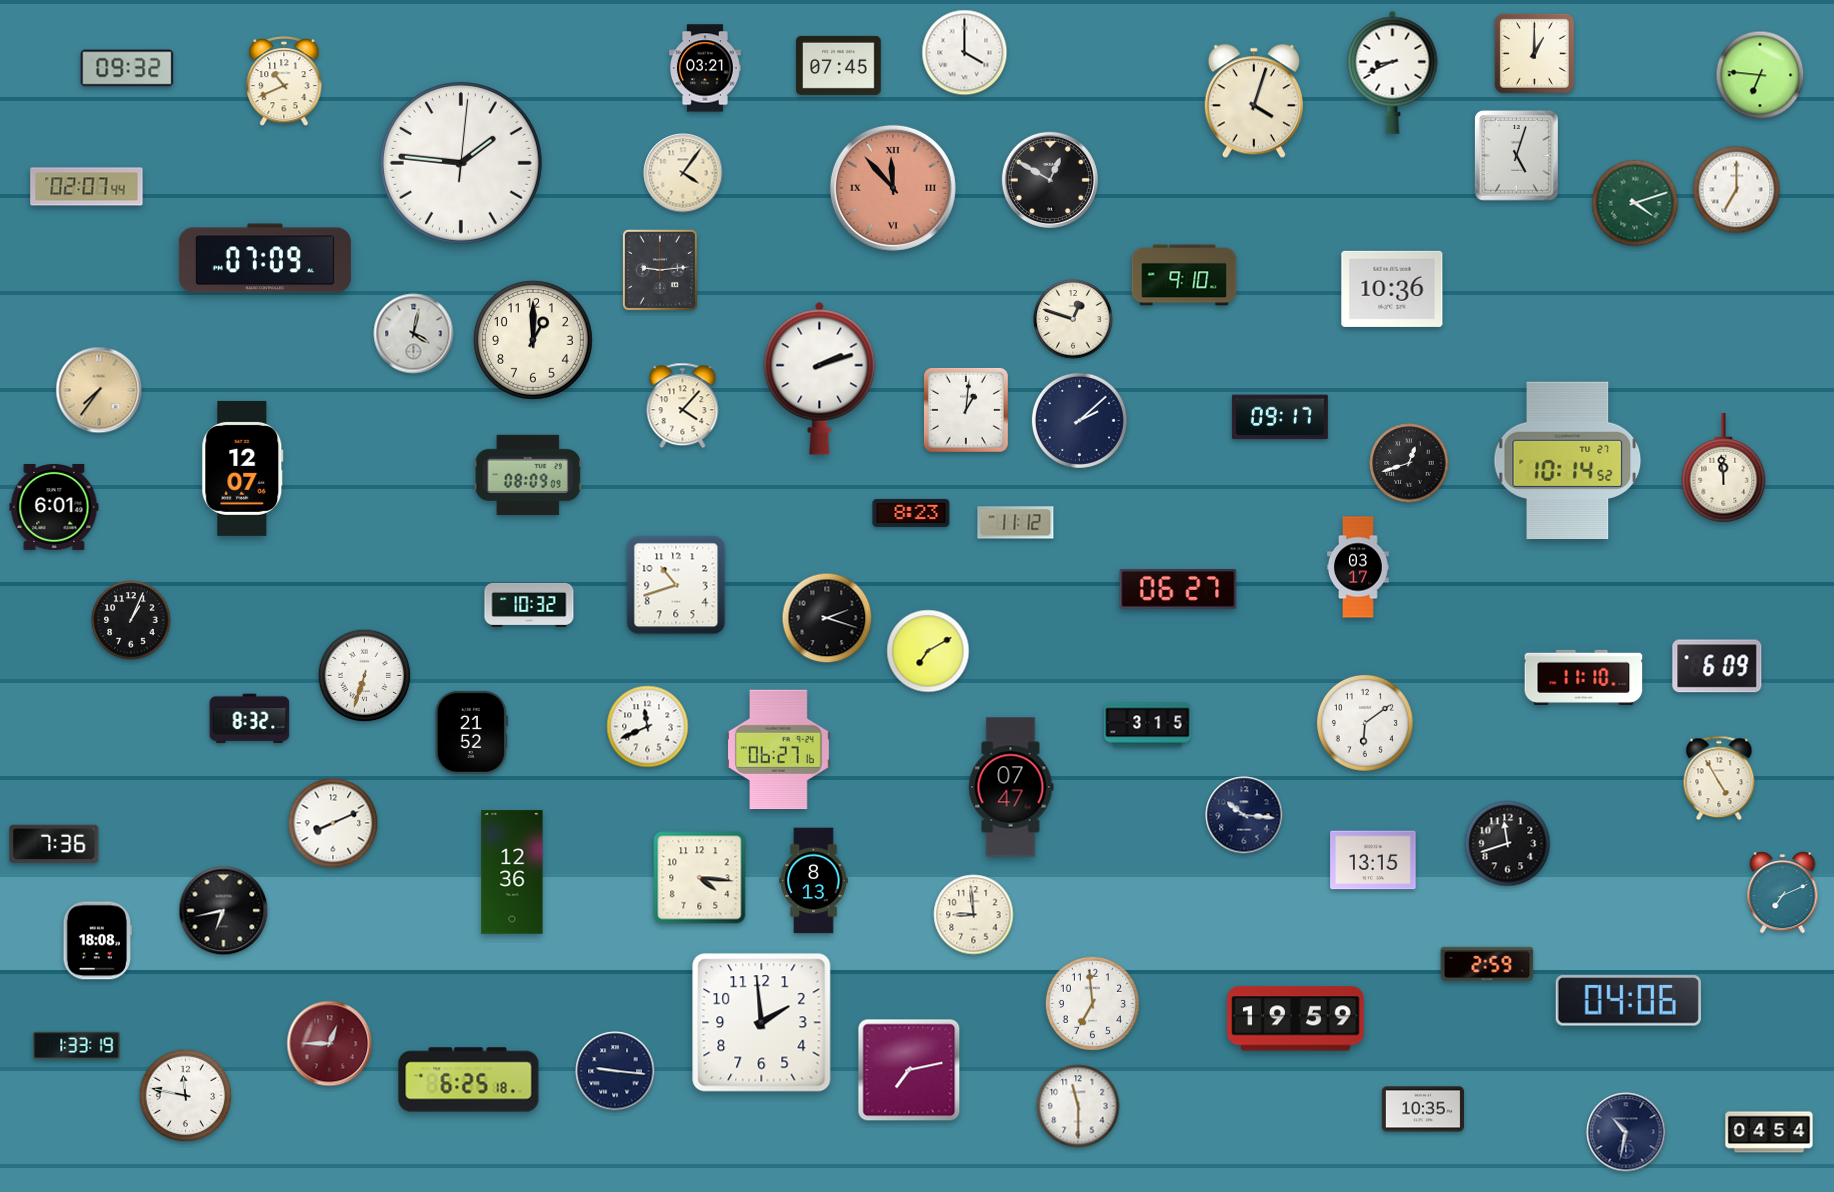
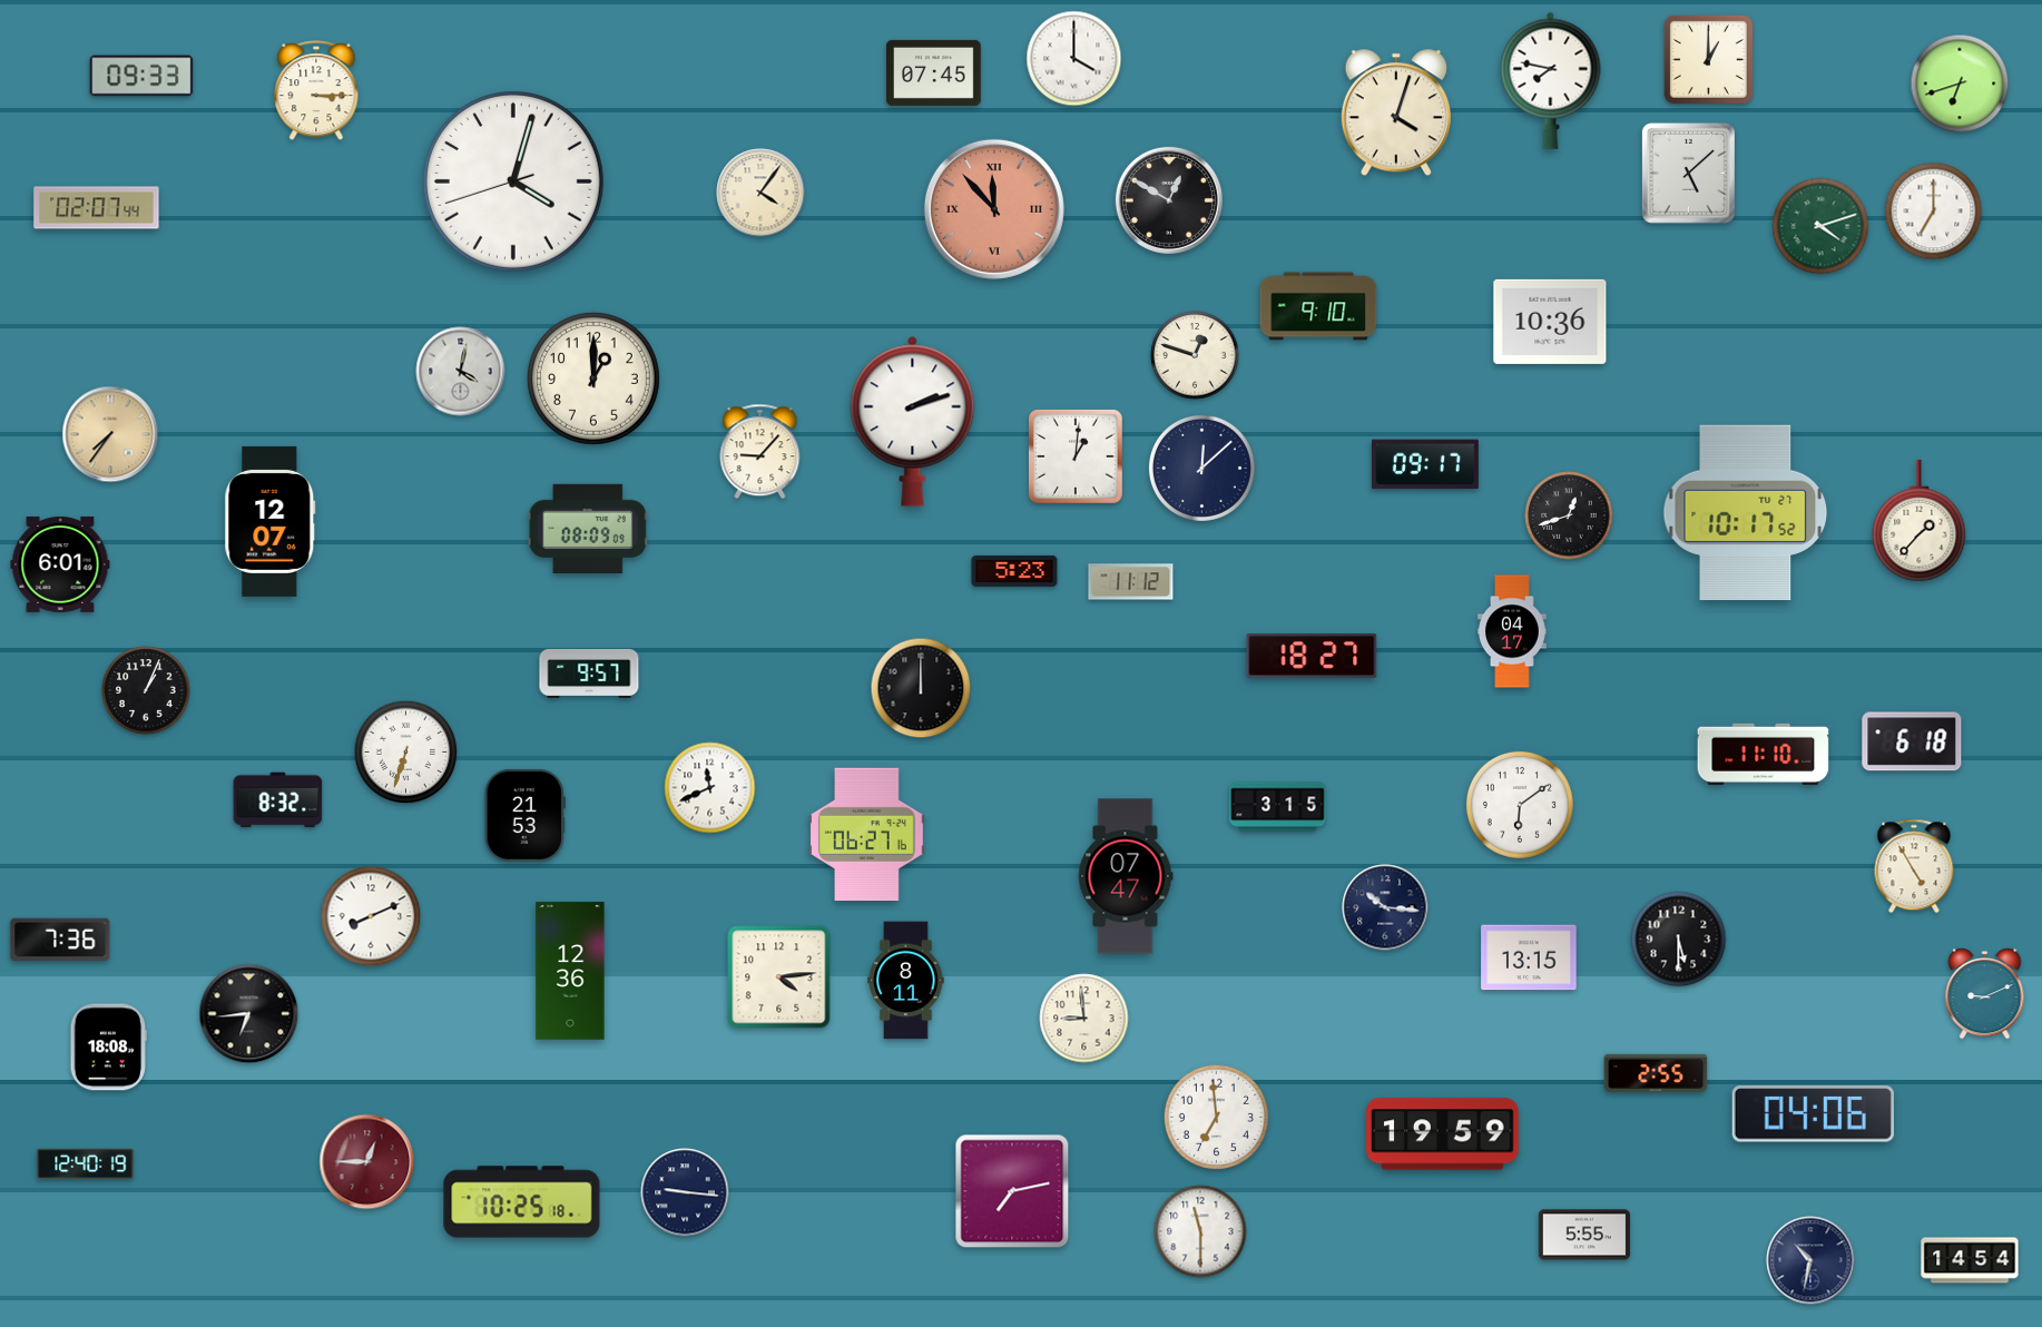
clock at (127, 68): 09:32 -> 09:33
clock at (706, 68): 03:21 -> none
clock at (1393, 72): 8:41 -> 7:47
clock at (1760, 75): 6:46 -> 6:42
clock at (284, 82): 10:41 -> 3:15
clock at (1516, 155): 5:03 -> 5:08
clock at (461, 163): 1:46 -> 4:02
clock at (265, 258): 07:09 -> none
clock at (660, 270): 9:14 -> none
clock at (683, 406): 4:07 -> 9:07
clock at (1079, 420): 2:08 -> 12:08
clock at (1568, 460): 10:14 -> 10:17
clock at (1724, 468): 11:59 -> 1:37
clock at (911, 513): 8:23 -> 5:23
clock at (1359, 567): 03:17 -> 04:17
clock at (676, 585): 10:42 -> none
clock at (1178, 590): 06:27 -> 18:27
clock at (529, 605): 10:32 -> 9:57
clock at (827, 618): 2:18 -> 12:00
clock at (928, 651): 7:10 -> none
clock at (1717, 666): 6:09 -> 6:18
clock at (648, 727) position: (648, 727) -> (710, 788)
clock at (471, 732): 21:52 -> 21:53
clock at (1508, 844): 11:42 -> 5:30
clock at (700, 878): 4:16 -> 4:14
clock at (814, 881): 8:13 -> 8:11
clock at (1783, 893): 7:11 -> 9:11
clock at (224, 911): 6:43 -> 6:44
clock at (1487, 964): 2:59 -> 2:55
clock at (762, 1023): 1:59 -> none
clock at (77, 1045): 1:33 -> 12:40
clock at (469, 1080): 6:25 -> 10:25
clock at (186, 1096): 11:47 -> none
clock at (1423, 1109): 10:35 -> 5:55
clock at (1769, 1132): 04:54 -> 14:54
